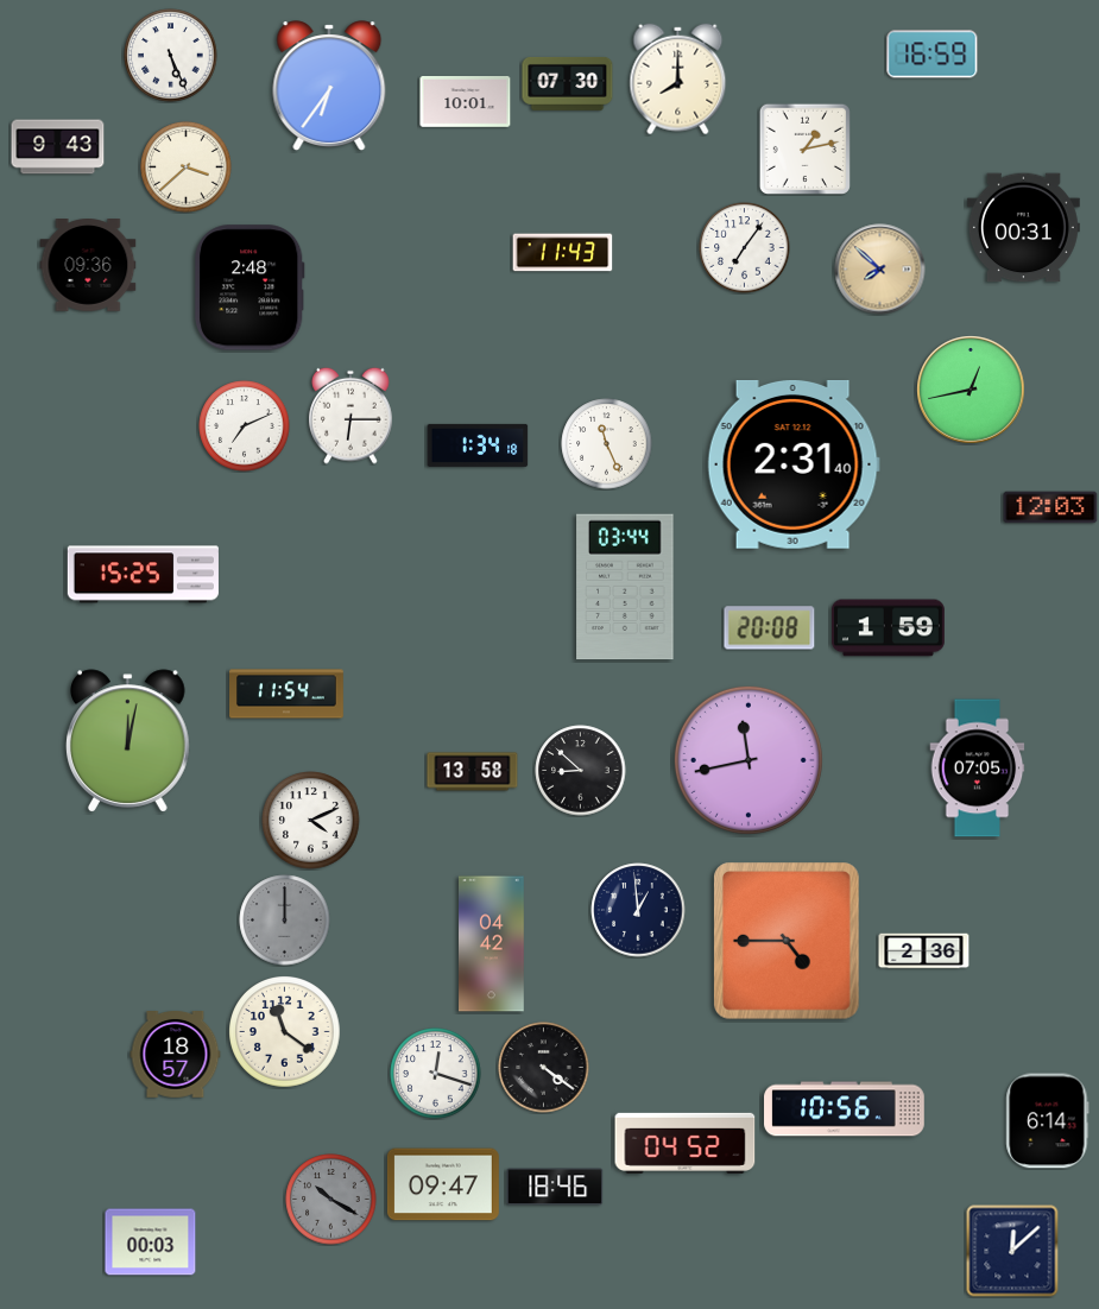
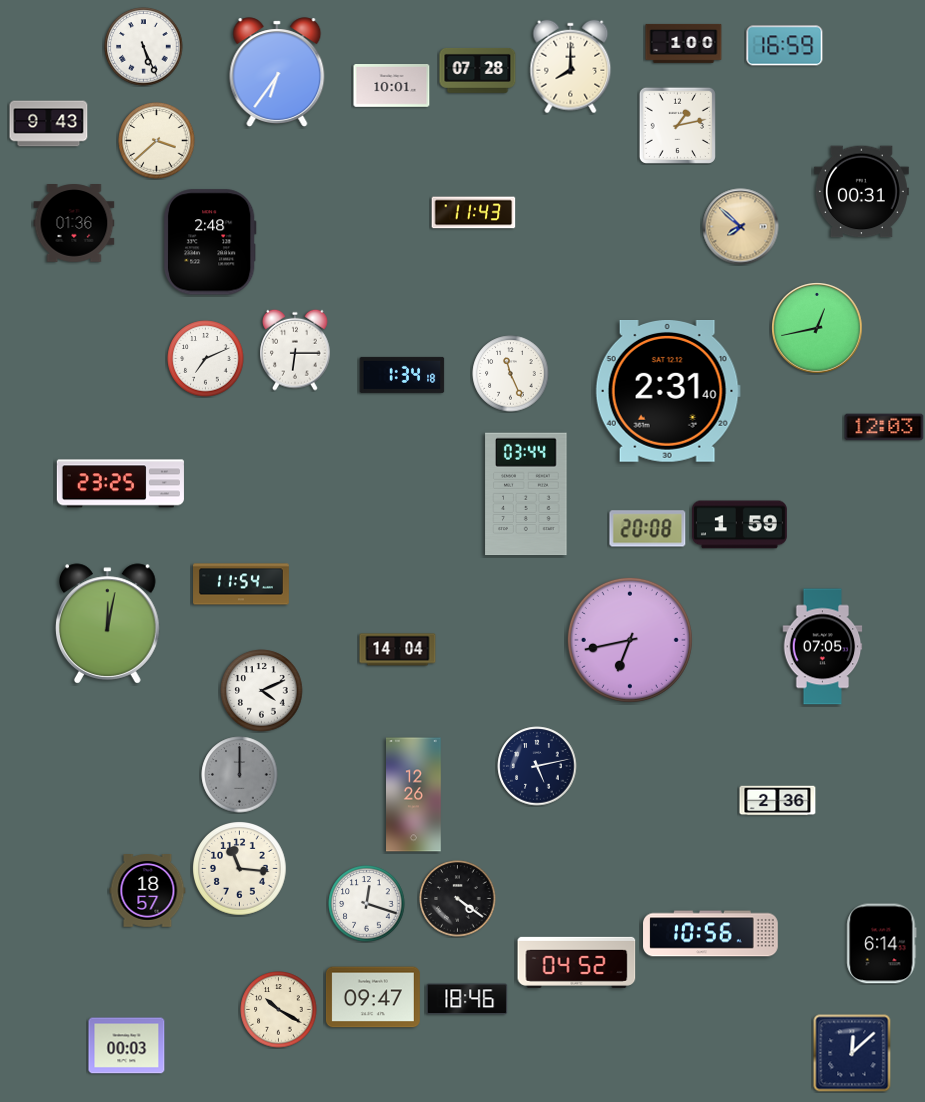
clock at (684, 43): none -> 1:00
clock at (568, 83): 07:30 -> 07:28
clock at (745, 248): 7:06 -> none
clock at (88, 266): 09:36 -> 01:36
clock at (143, 575): 15:25 -> 23:25
clock at (888, 628) position: (888, 628) -> (739, 525)
clock at (749, 760): 11:43 -> 6:43
clock at (581, 771): 8:52 -> none
clock at (473, 772): 13:58 -> 14:04
clock at (638, 910): 12:59 -> 5:13
clock at (787, 941): 4:45 -> none
clock at (492, 944): 04:42 -> 12:26
clock at (285, 1032): 11:21 -> 11:16
clock at (176, 1055) position: (176, 1055) -> (148, 891)
clock at (331, 1200) dial: grey -> cream
